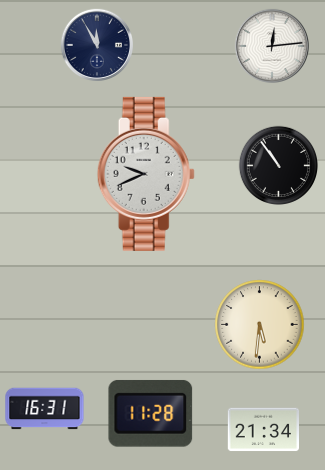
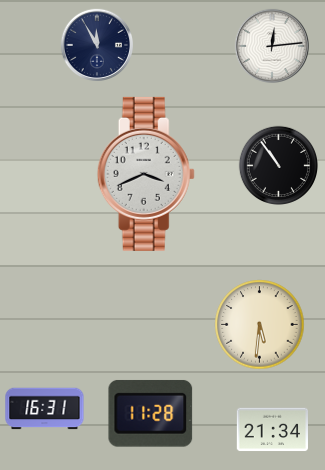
clock at (146, 174): 9:41 -> 3:41
clock at (263, 430) position: (263, 430) -> (272, 430)
